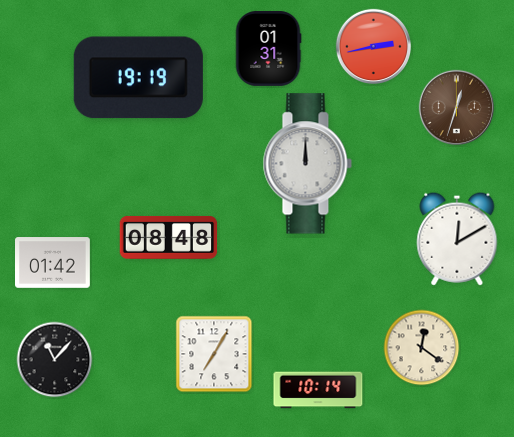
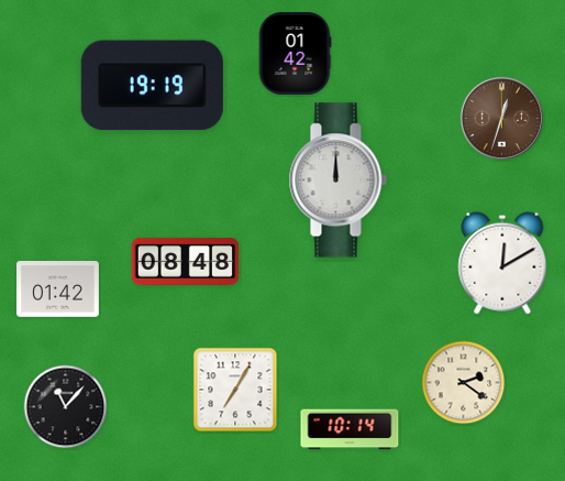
clock at (373, 46): 2:43 -> none
clock at (268, 49): 01:31 -> 01:42
clock at (422, 348): 12:21 -> 2:21
clock at (55, 360) position: (55, 360) -> (66, 407)
